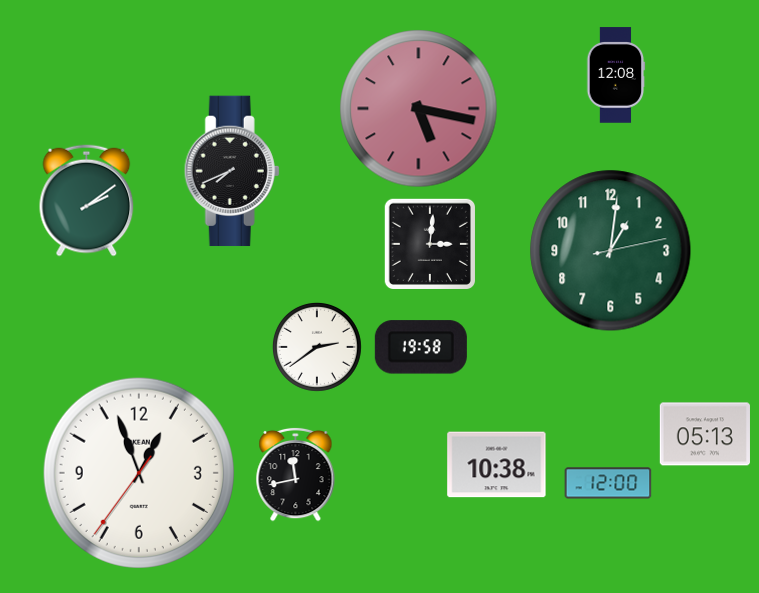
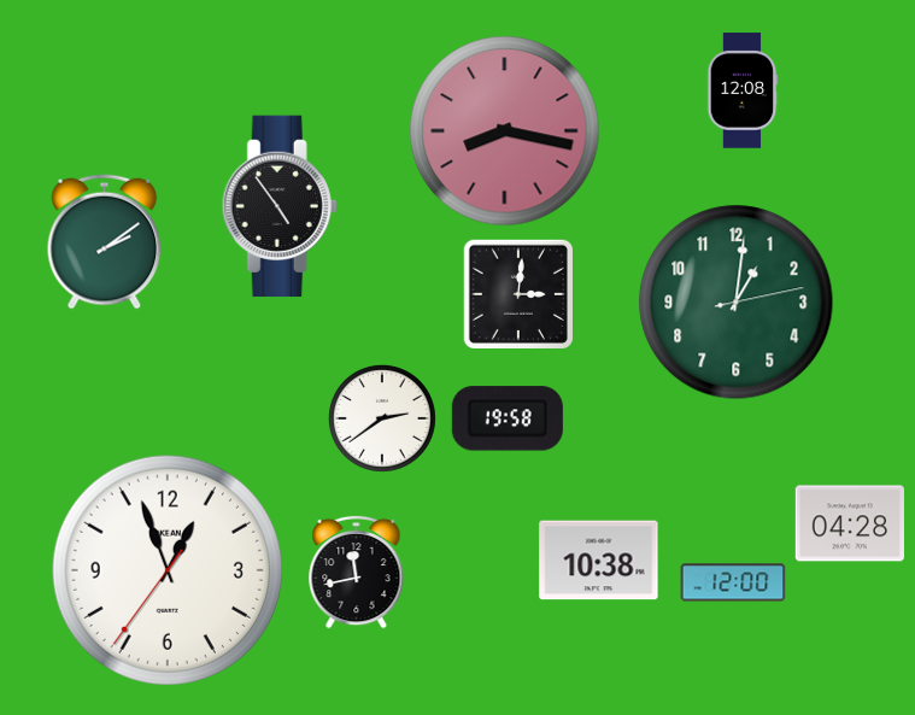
clock at (419, 109): 5:17 -> 8:17
clock at (232, 171): 7:41 -> 4:54
clock at (704, 434): 05:13 -> 04:28
